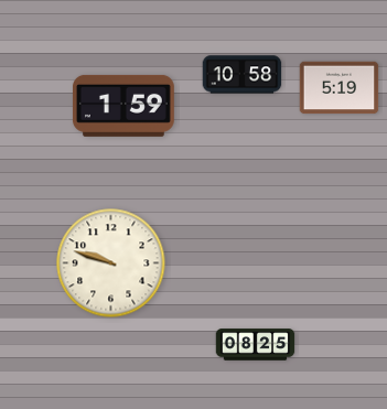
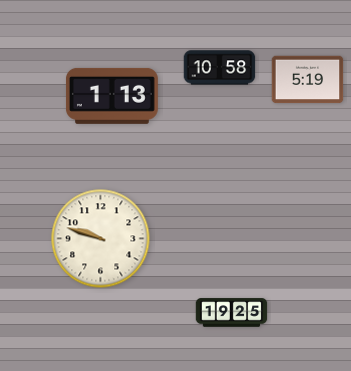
clock at (123, 106): 1:59 -> 1:13
clock at (256, 345): 08:25 -> 19:25
